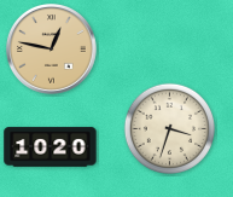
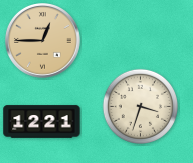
clock at (52, 50): 12:47 -> 12:45
clock at (51, 147): 10:20 -> 12:21
